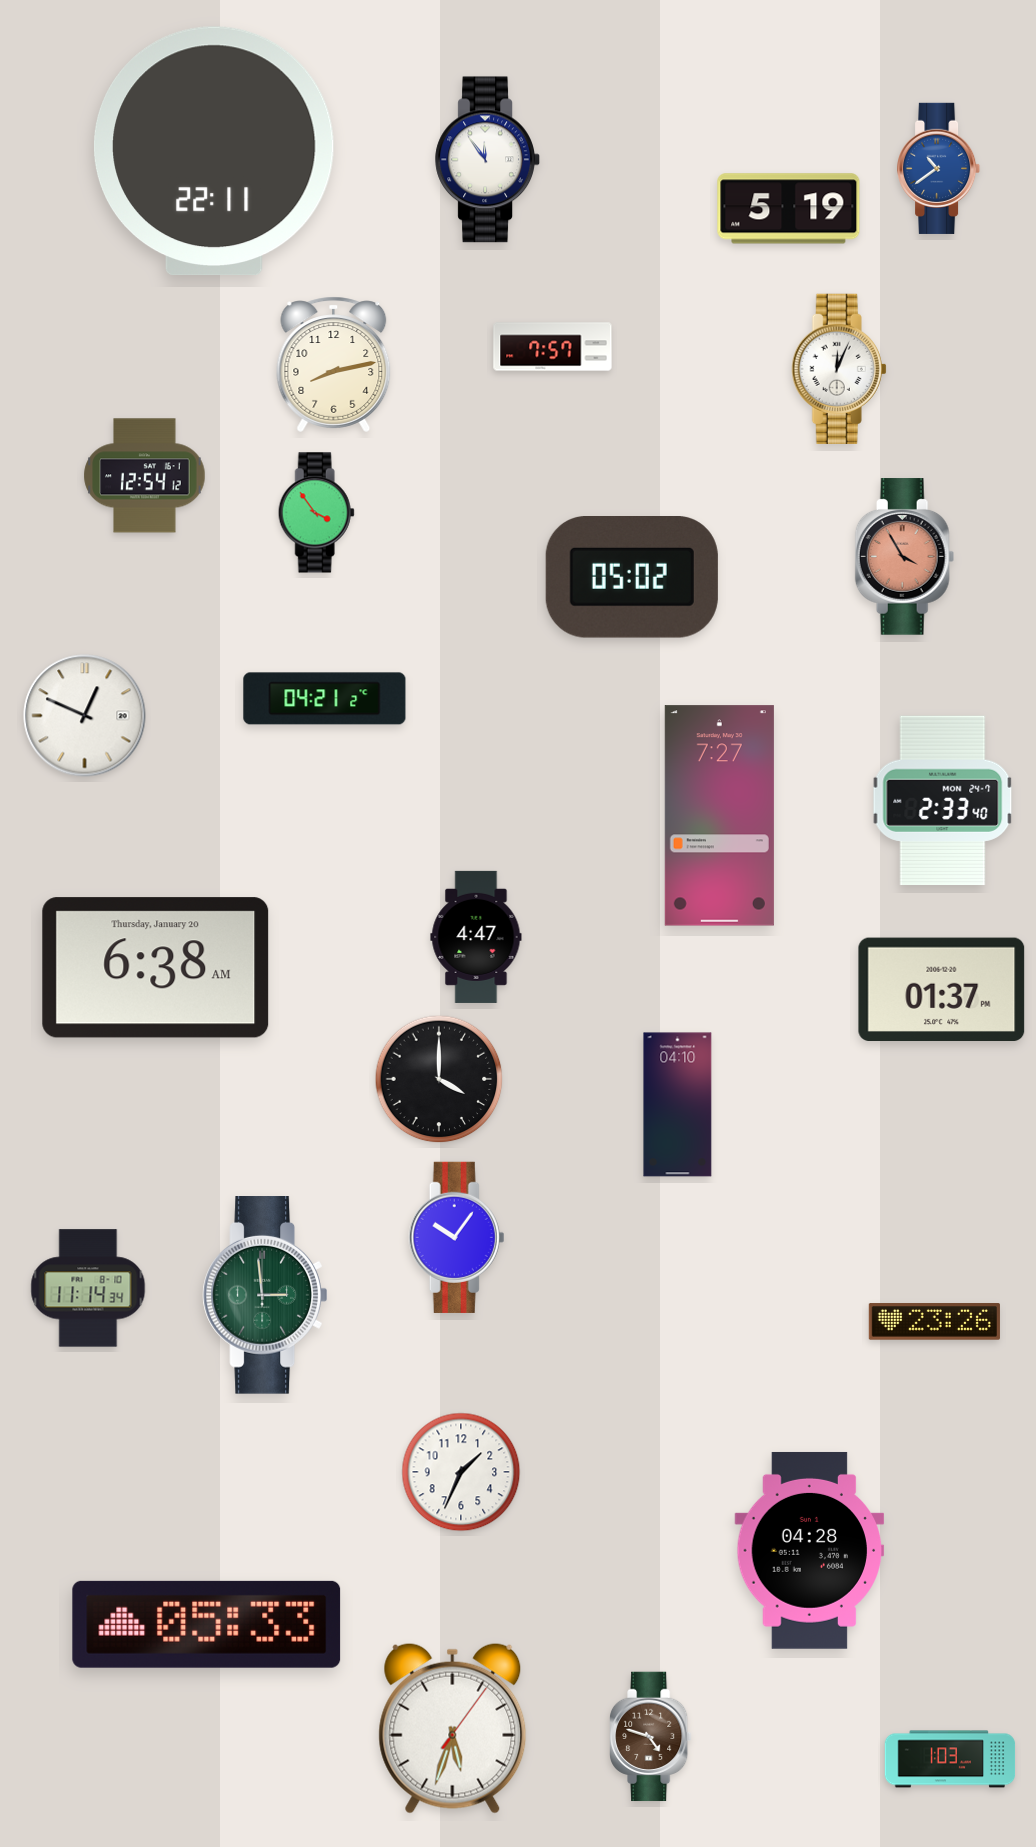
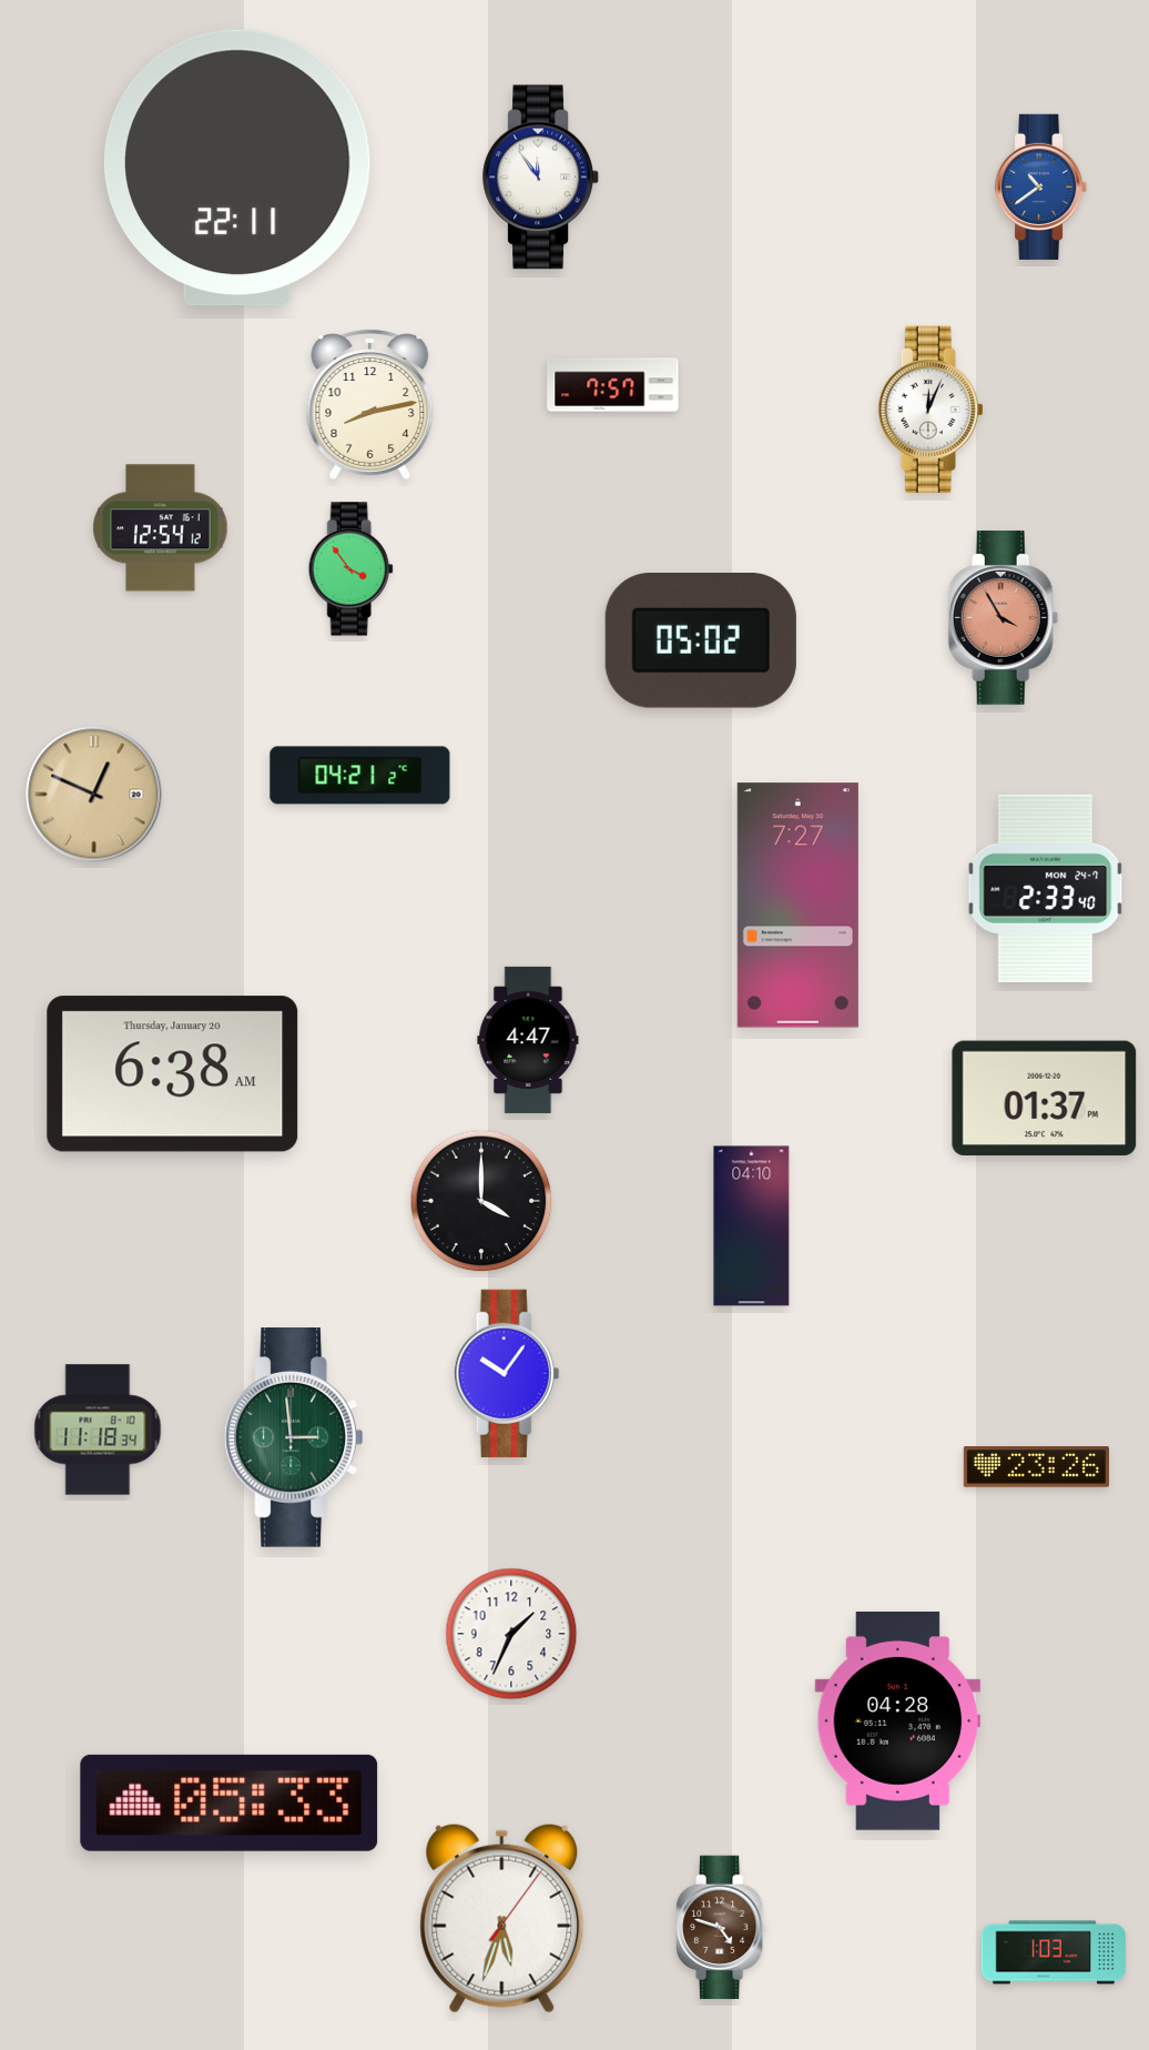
clock at (789, 209): 5:19 -> none
clock at (85, 716) dial: white -> champagne
clock at (439, 1079) position: (439, 1079) -> (481, 1201)
clock at (88, 1288): 11:14 -> 11:18
